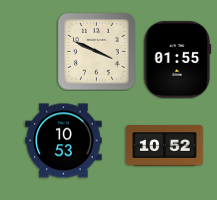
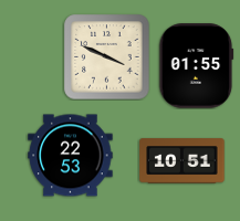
clock at (64, 141): 10:53 -> 22:53
clock at (165, 146): 10:52 -> 10:51
